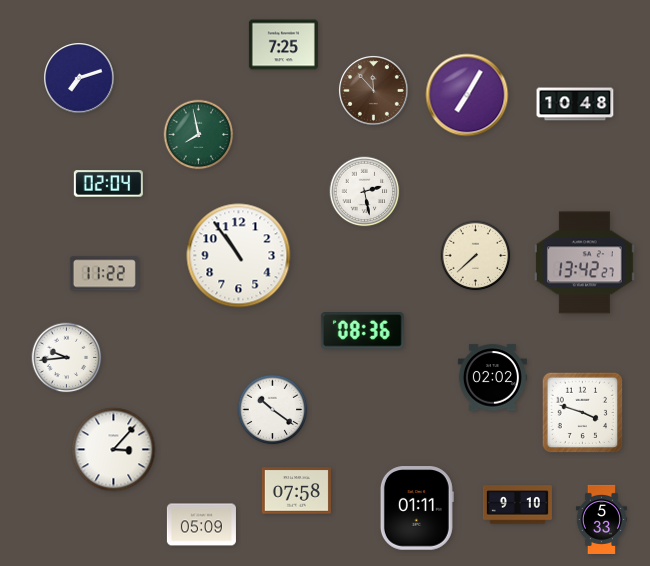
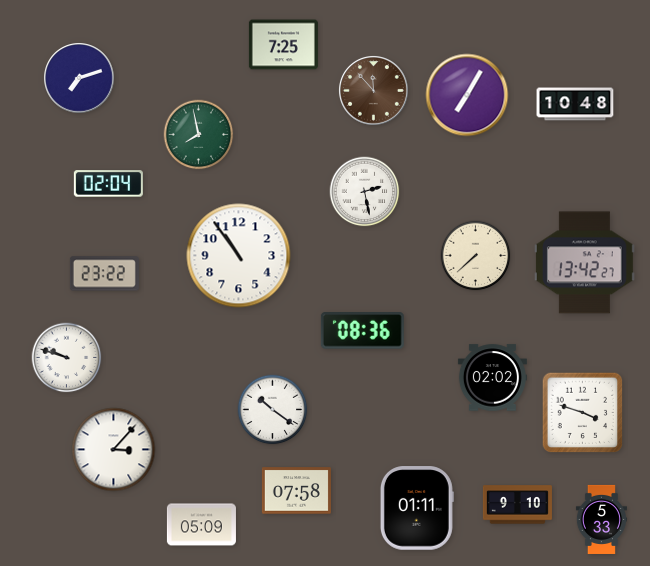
clock at (104, 274): 11:22 -> 23:22
clock at (67, 358): 9:44 -> 9:48
